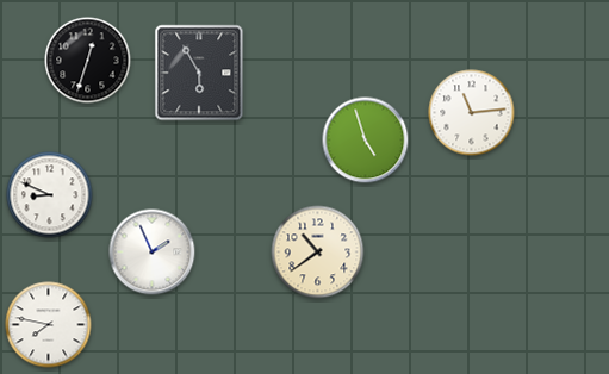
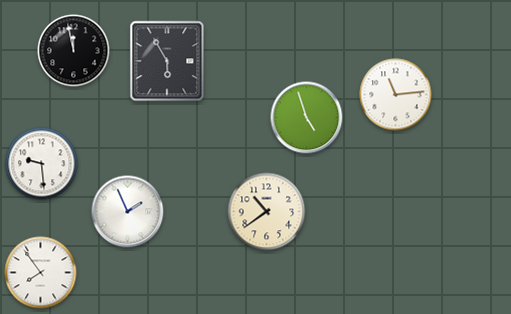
clock at (88, 61): 12:33 -> 11:58
clock at (50, 195): 8:49 -> 9:29
clock at (49, 325): 7:47 -> 7:54
